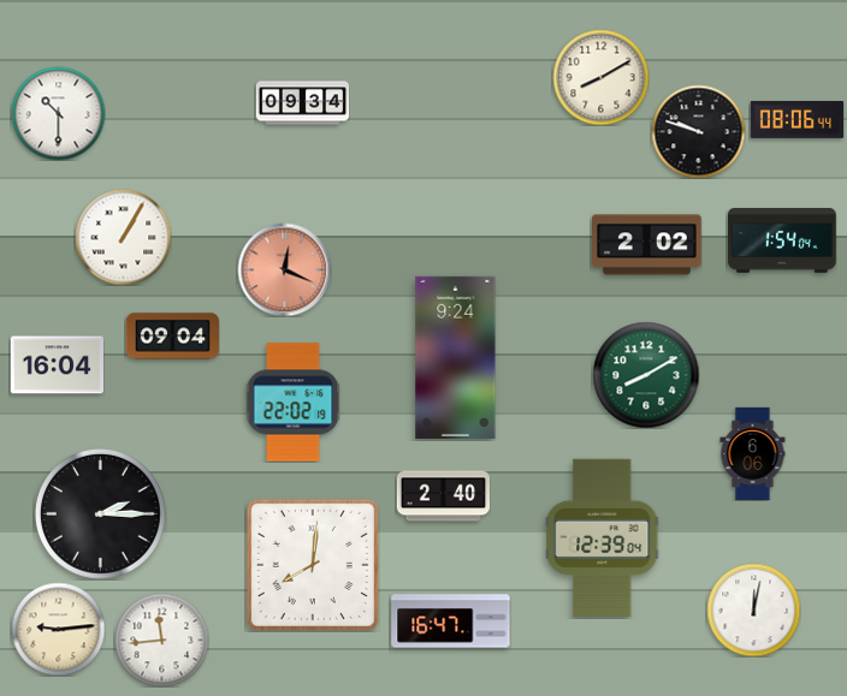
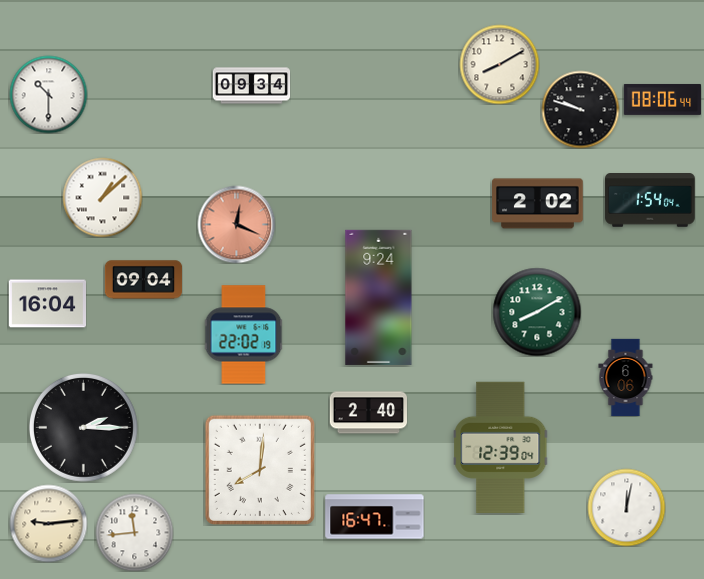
clock at (123, 237): 1:05 -> 1:08
